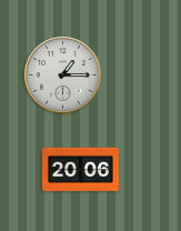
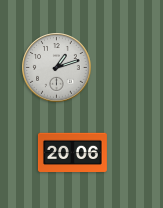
clock at (63, 76): 1:15 -> 1:12
